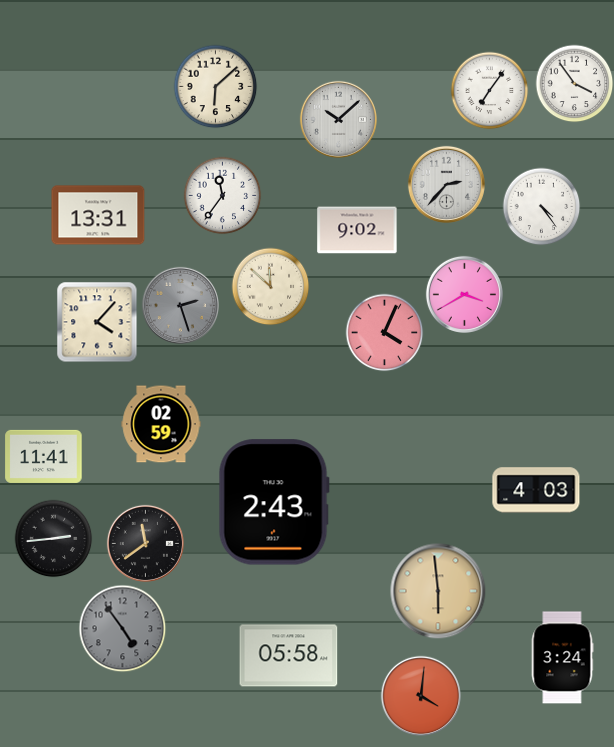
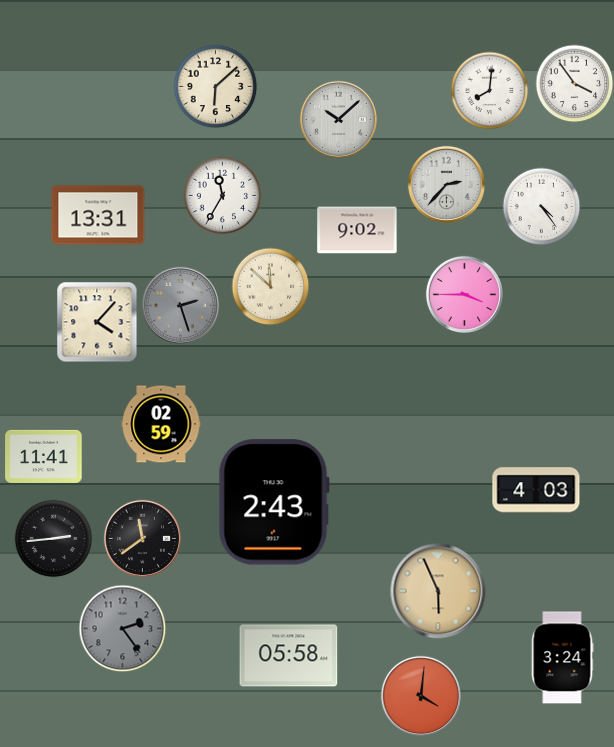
clock at (489, 90): 7:06 -> 8:01
clock at (222, 195): 11:36 -> 11:35
clock at (464, 294): 3:40 -> 3:45
clock at (384, 332): 4:04 -> none
clock at (145, 543) position: (145, 543) -> (142, 538)
clock at (438, 591): 5:59 -> 5:56
clock at (122, 628): 4:54 -> 2:24
